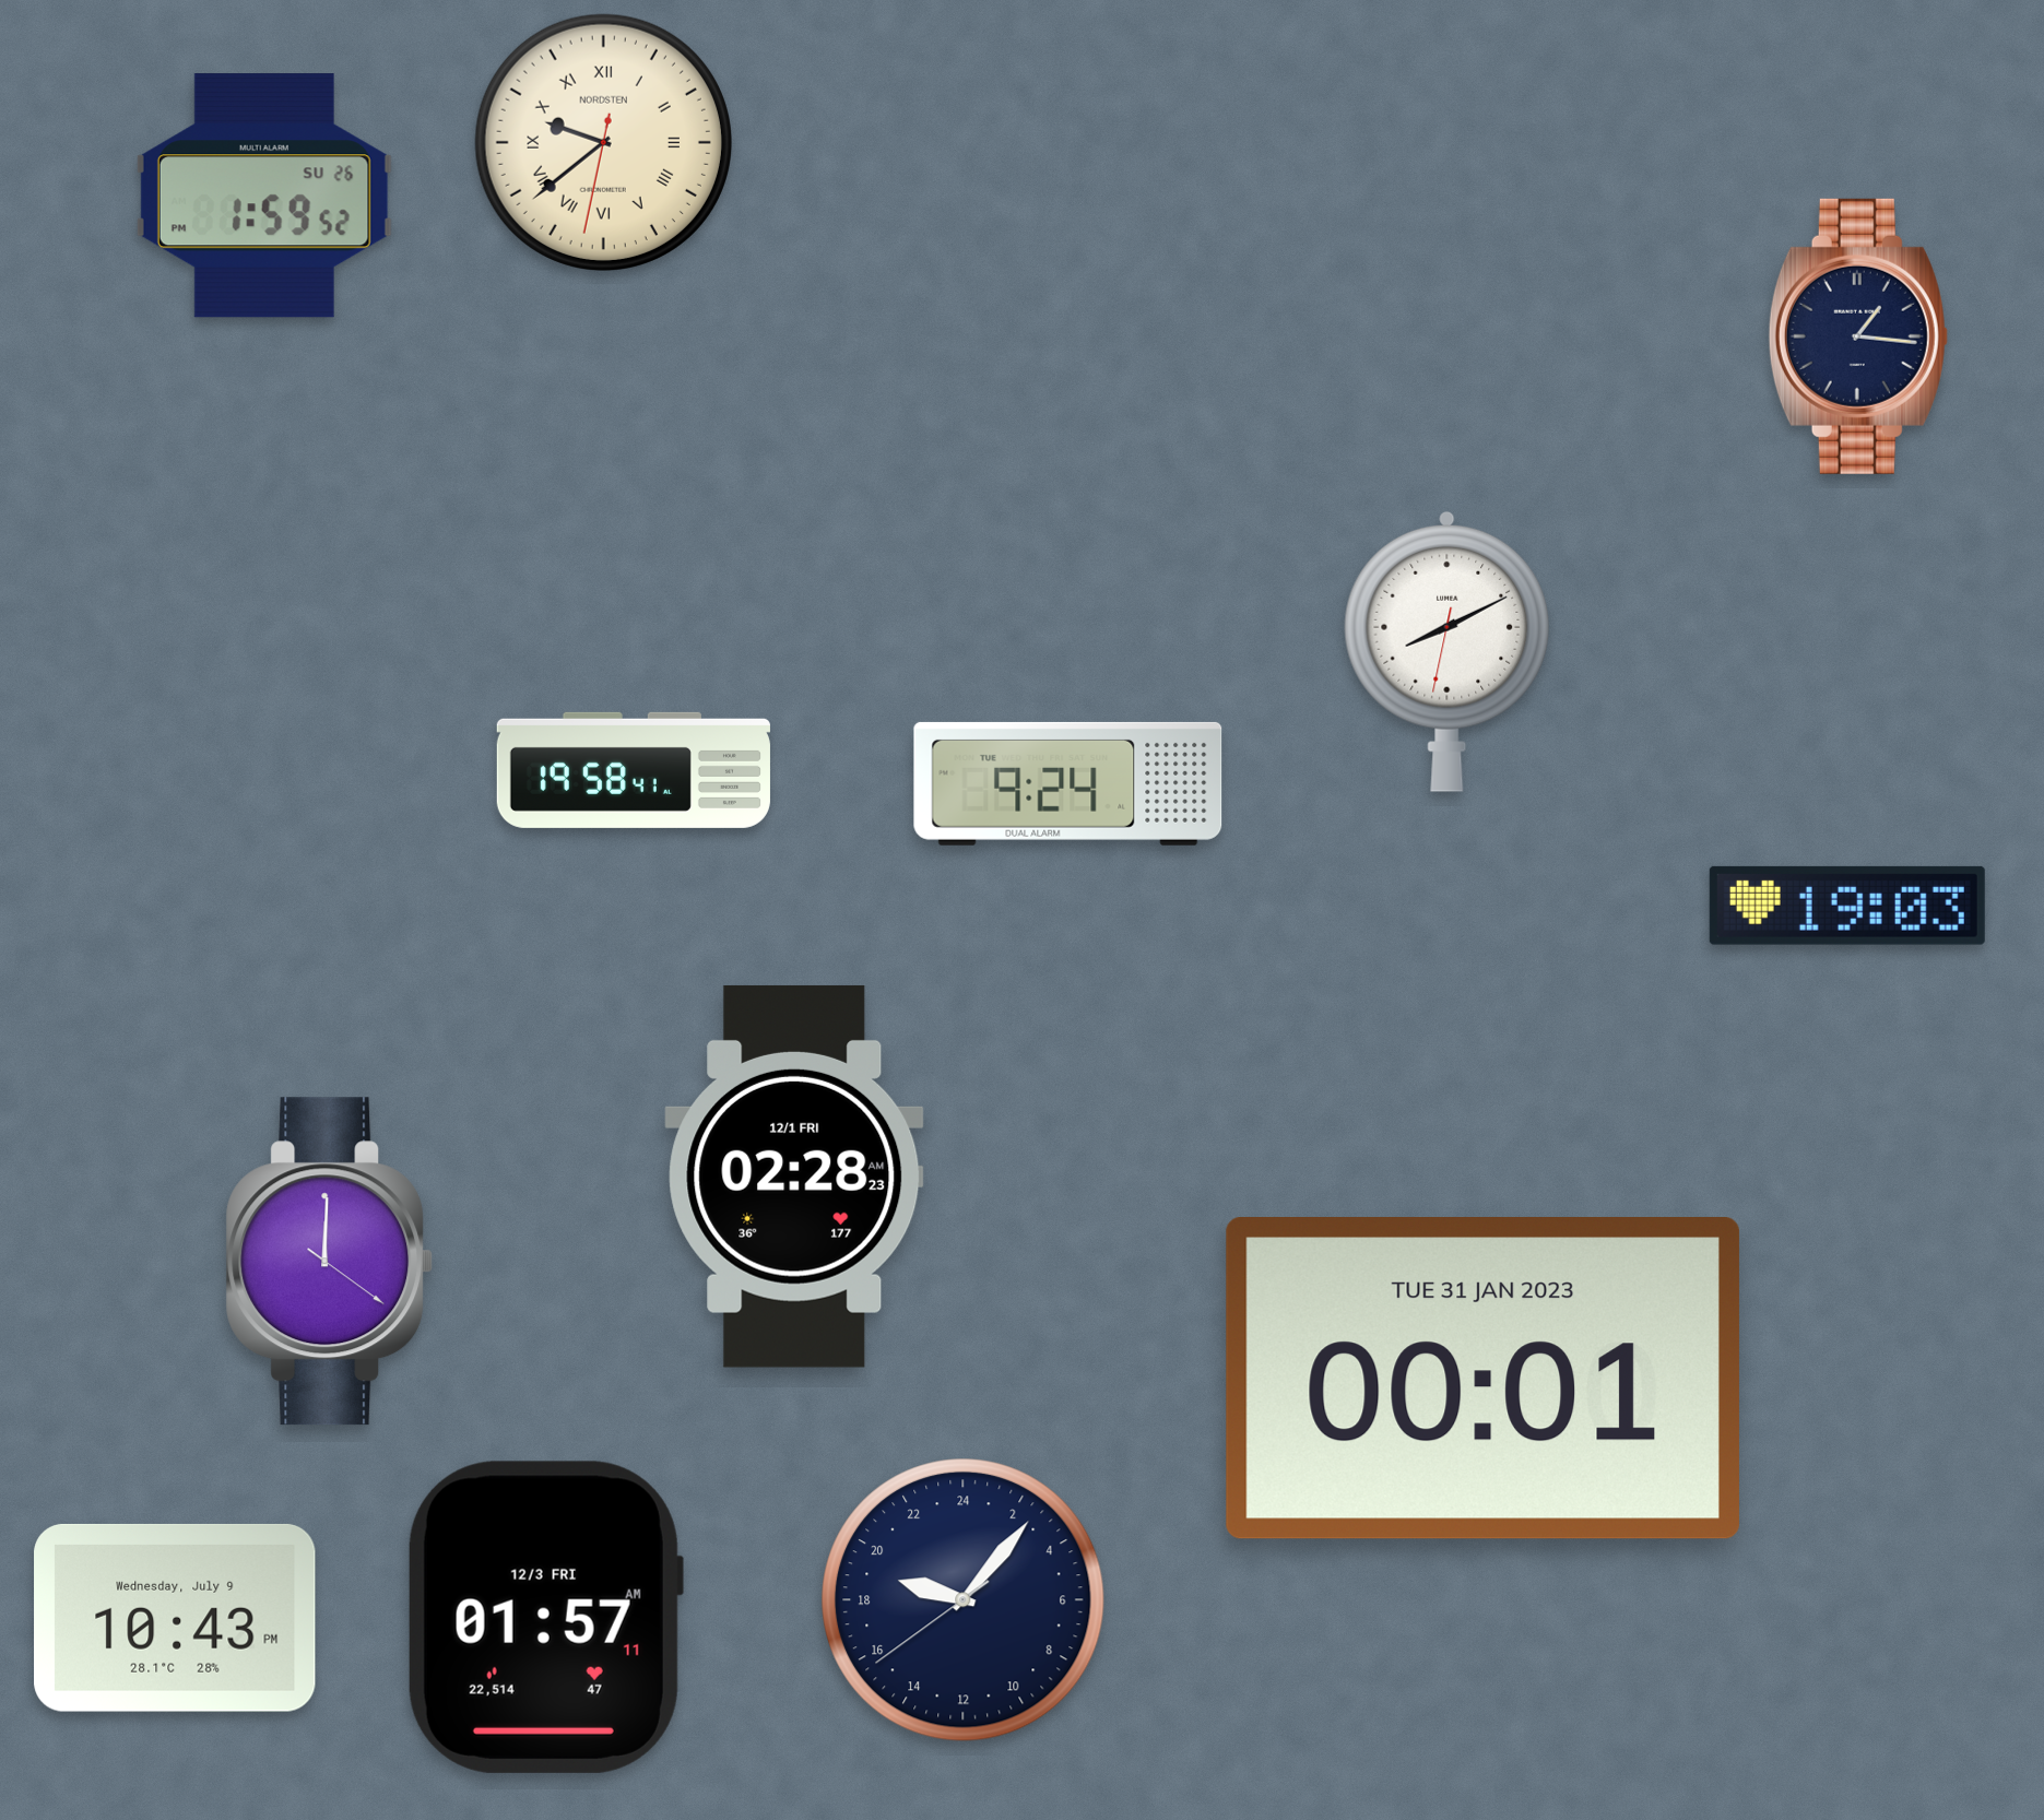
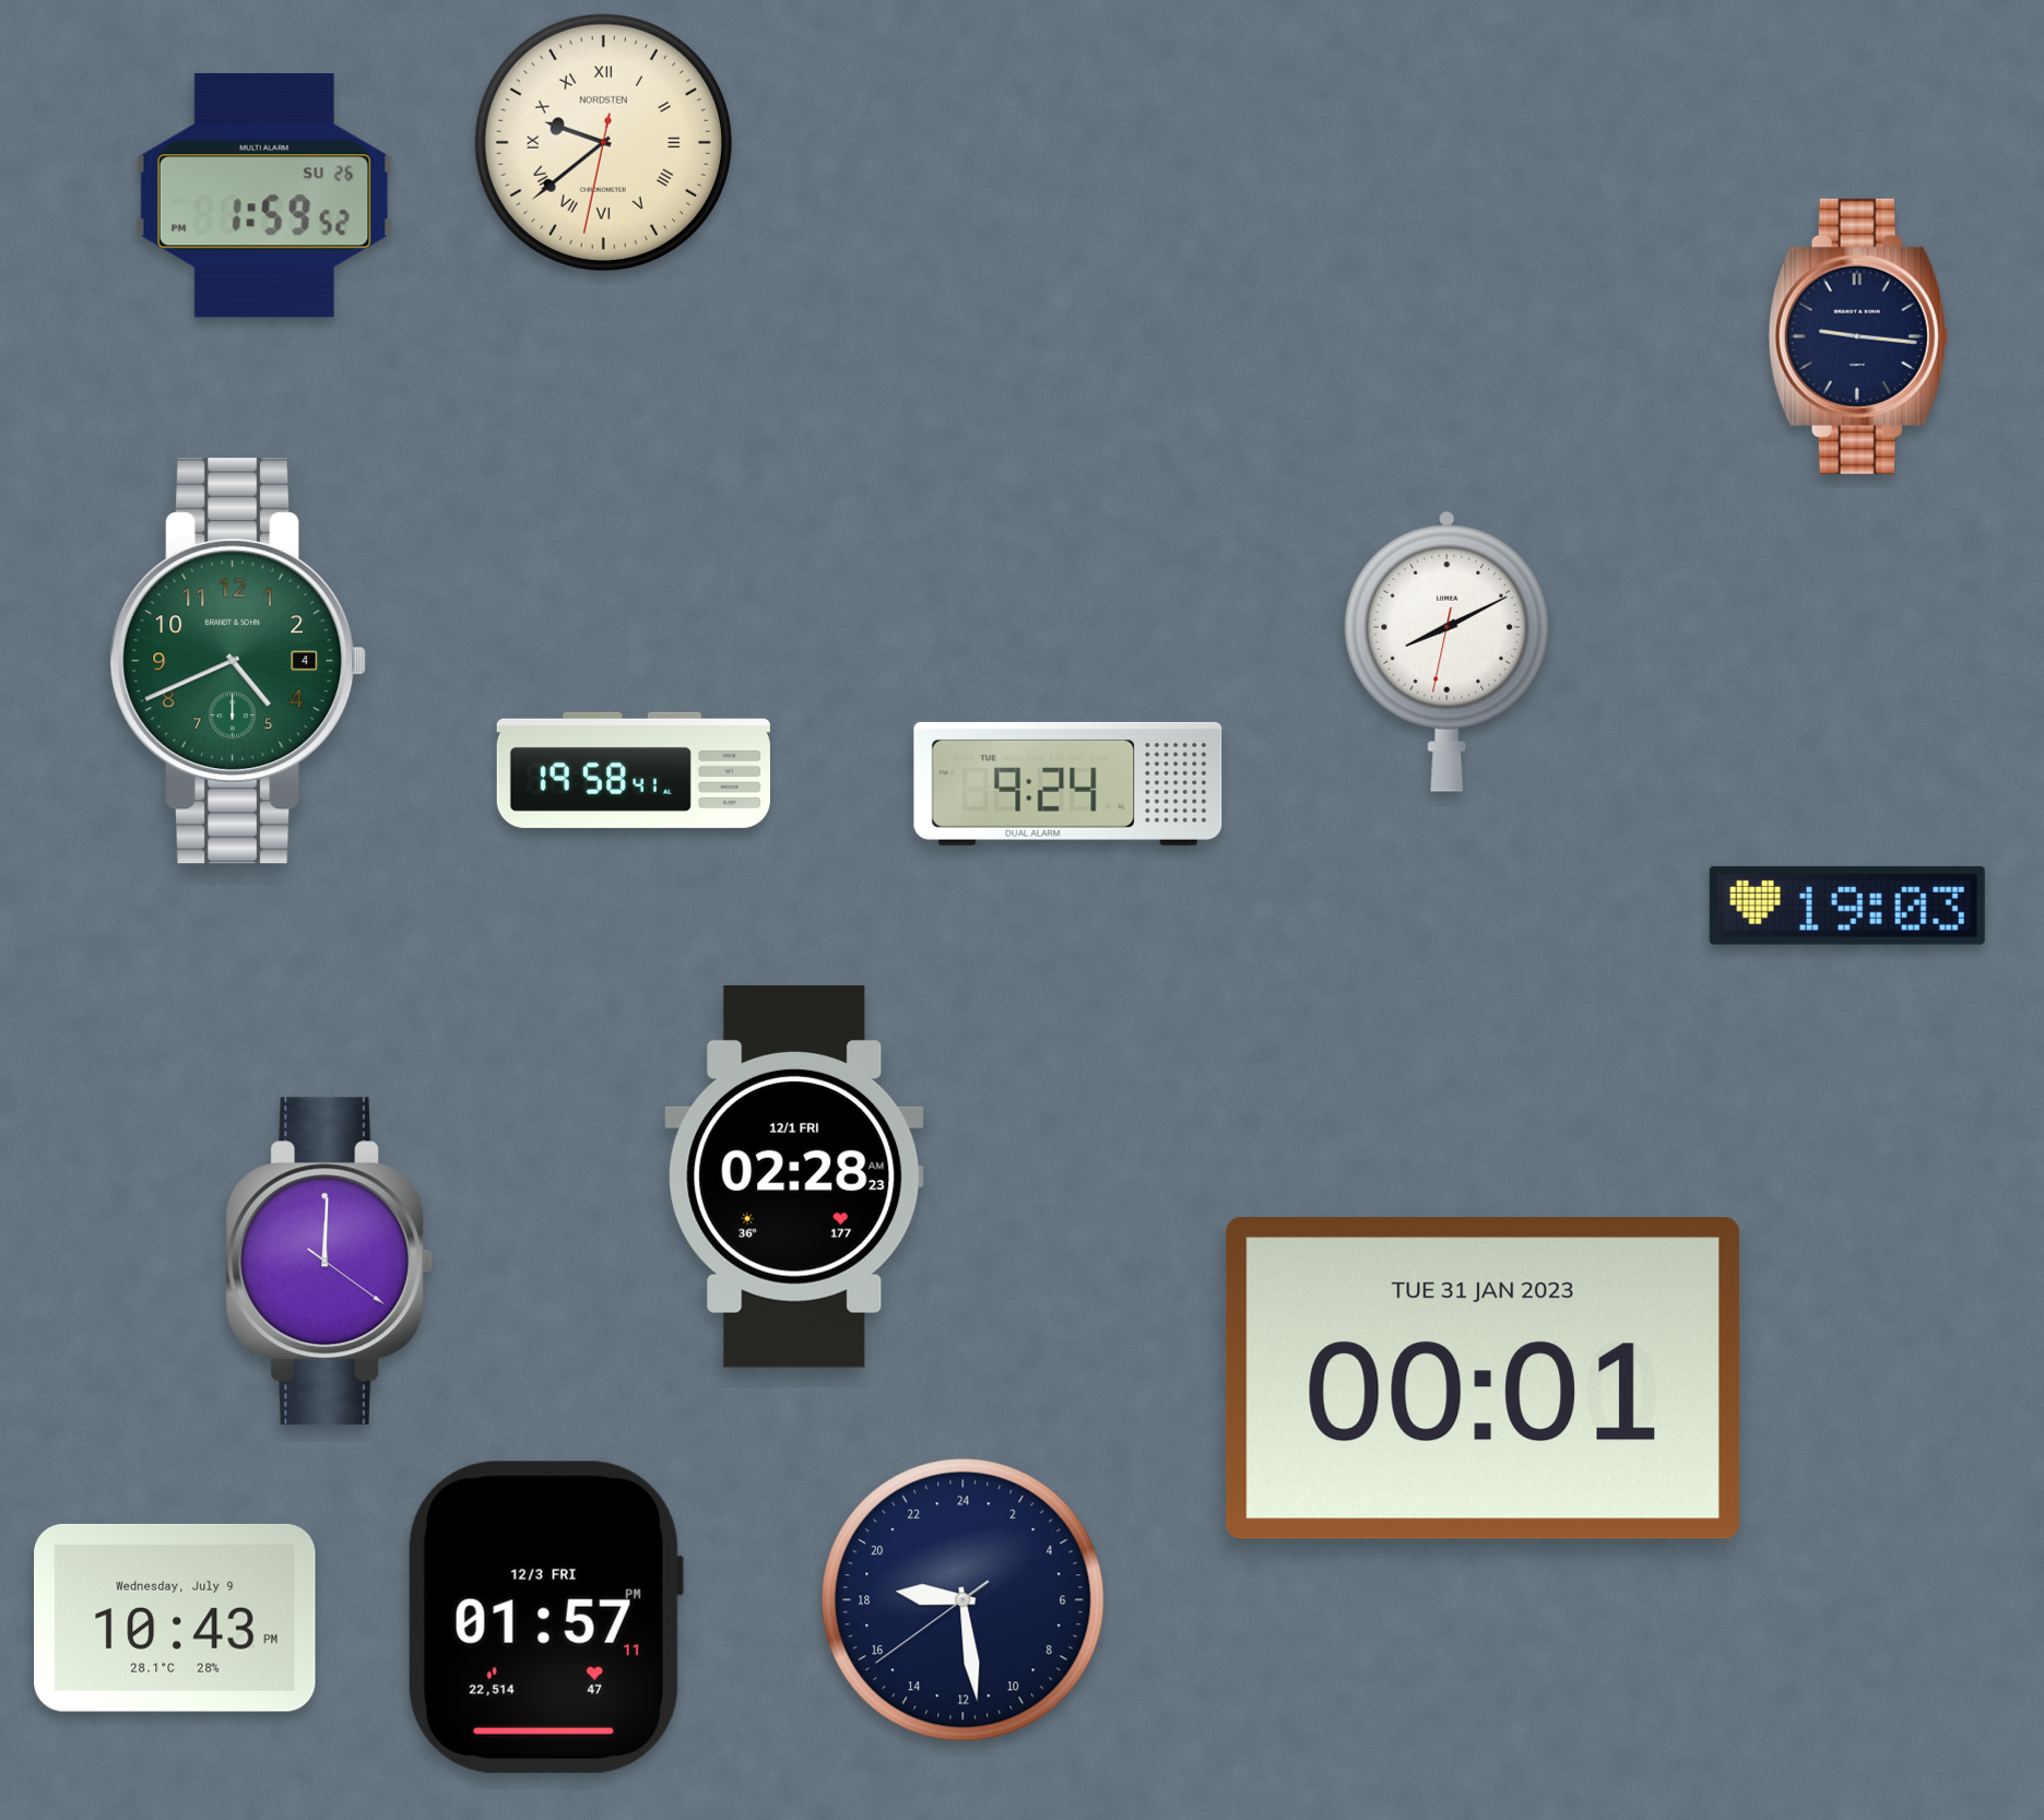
clock at (1858, 336): 1:16 -> 9:16
clock at (239, 661): none -> 4:41
clock at (964, 1600): 19:06 -> 18:28
clock at (545, 1617): 01:57:11 AM -> 01:57:11 PM
